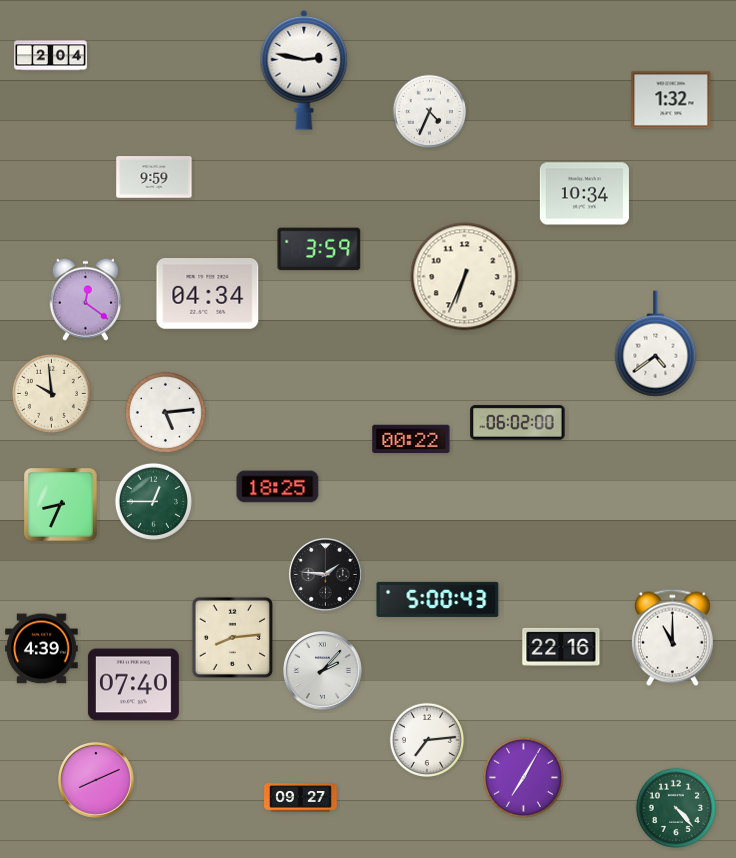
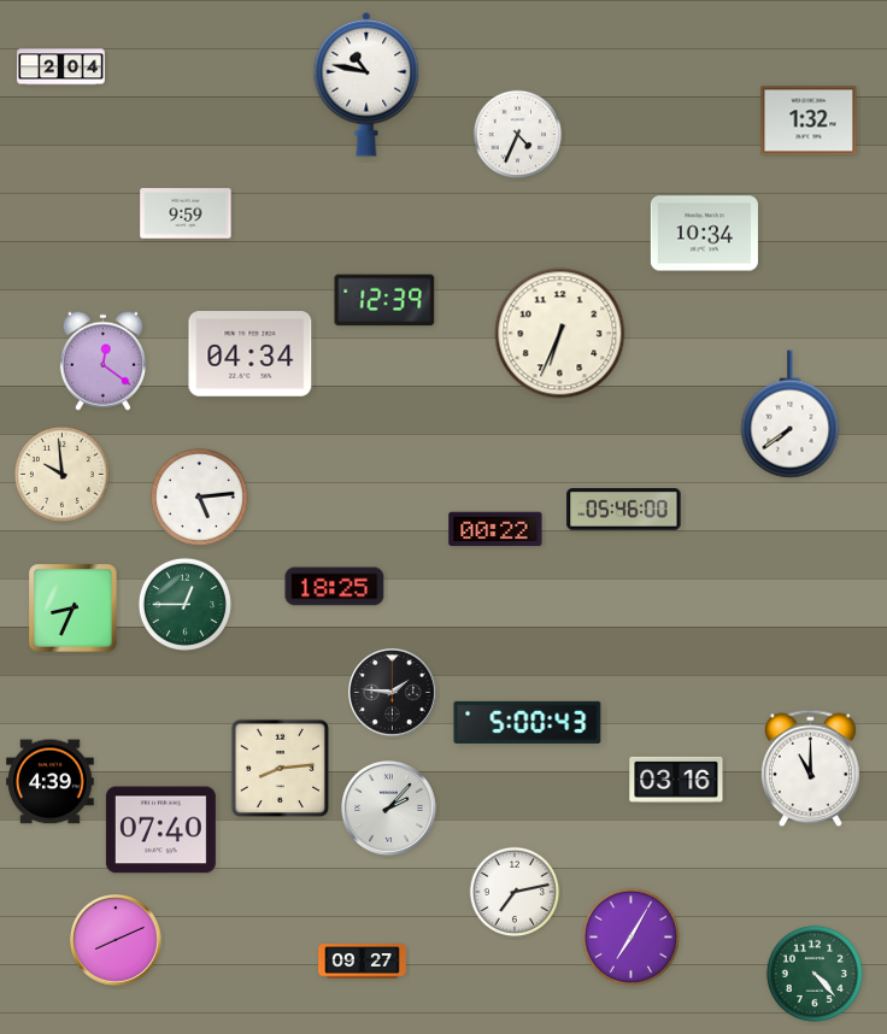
clock at (304, 70): 2:47 -> 10:47
clock at (319, 249): 3:59 -> 12:39
clock at (656, 344): 4:39 -> 7:39
clock at (518, 423): 06:02 -> 05:46
clock at (561, 647): 22:16 -> 03:16
clock at (133, 685) position: (133, 685) -> (160, 830)
clock at (427, 740): 7:14 -> 7:13
